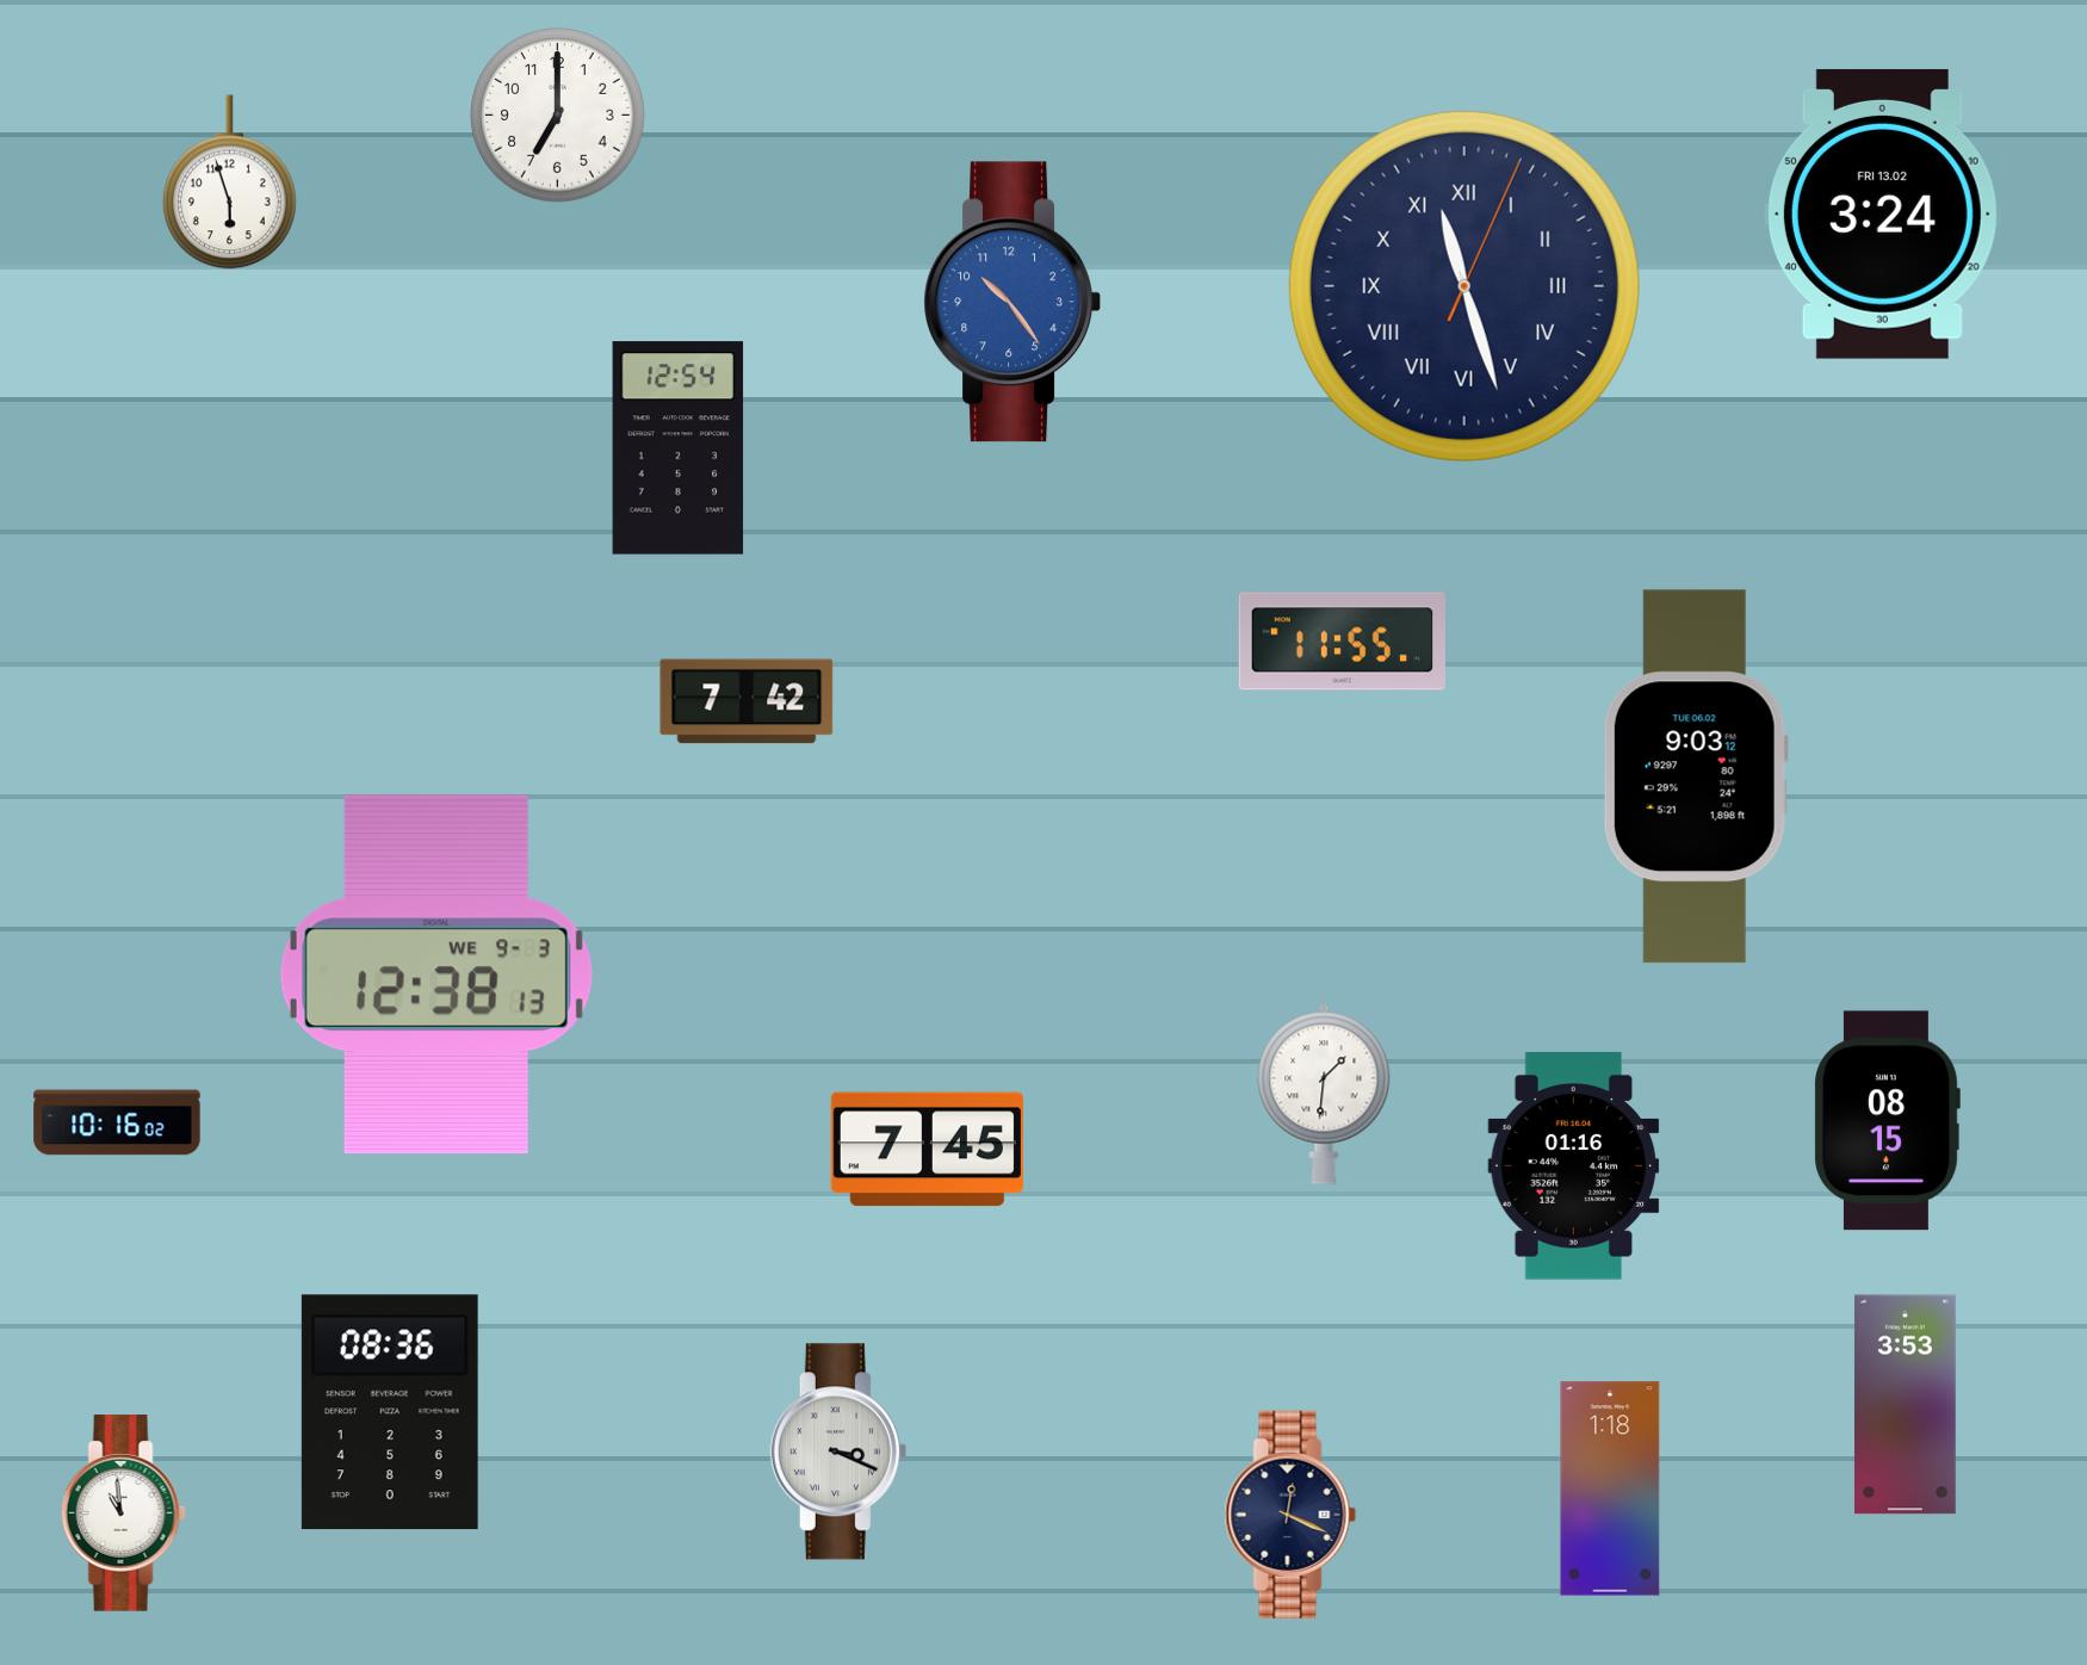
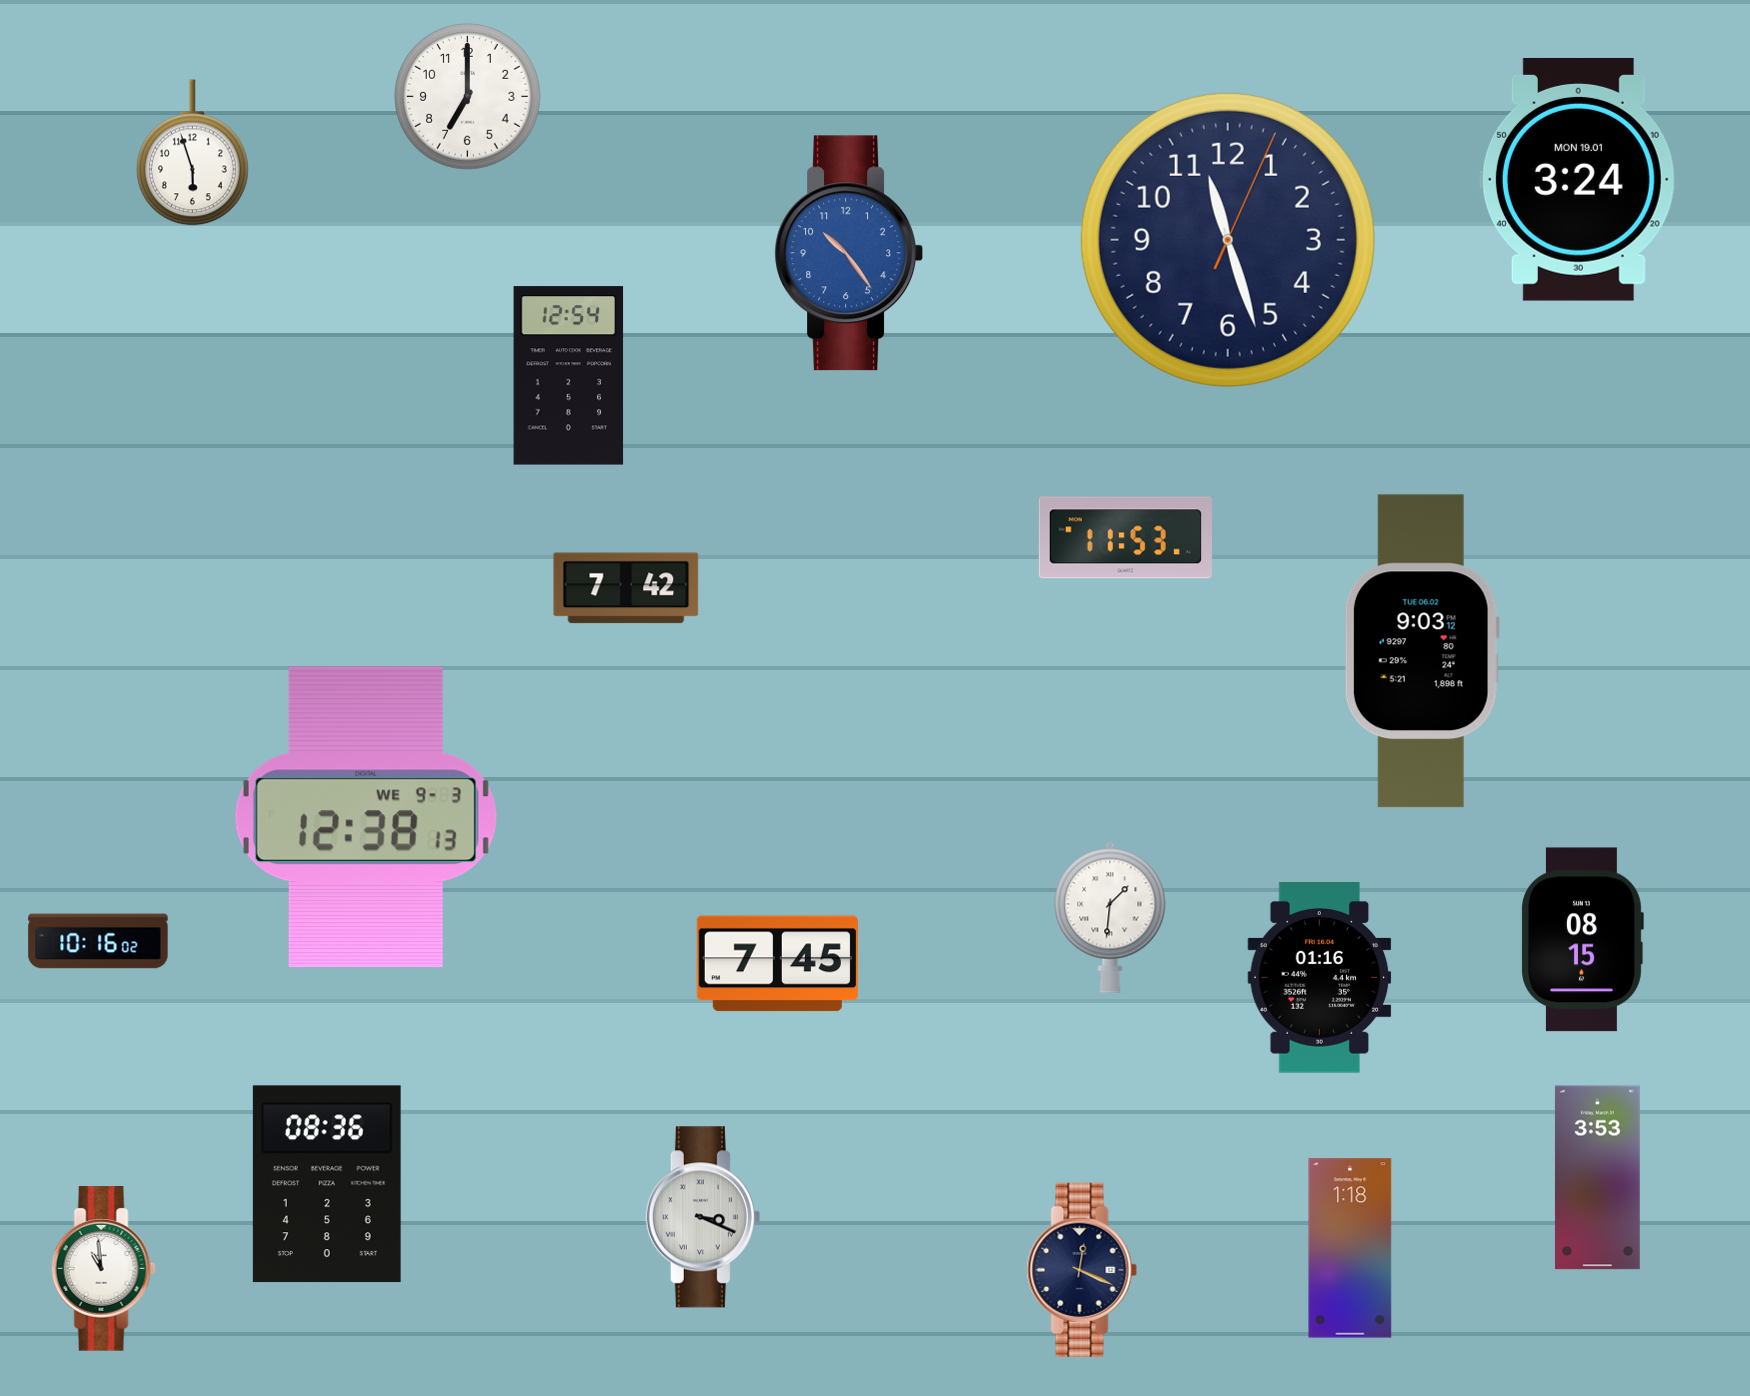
clock at (1882, 213) date: FRI 13.02 -> MON 19.01
clock at (1464, 286) numerals: Roman -> Arabic
clock at (1342, 642): 11:55 -> 11:53
